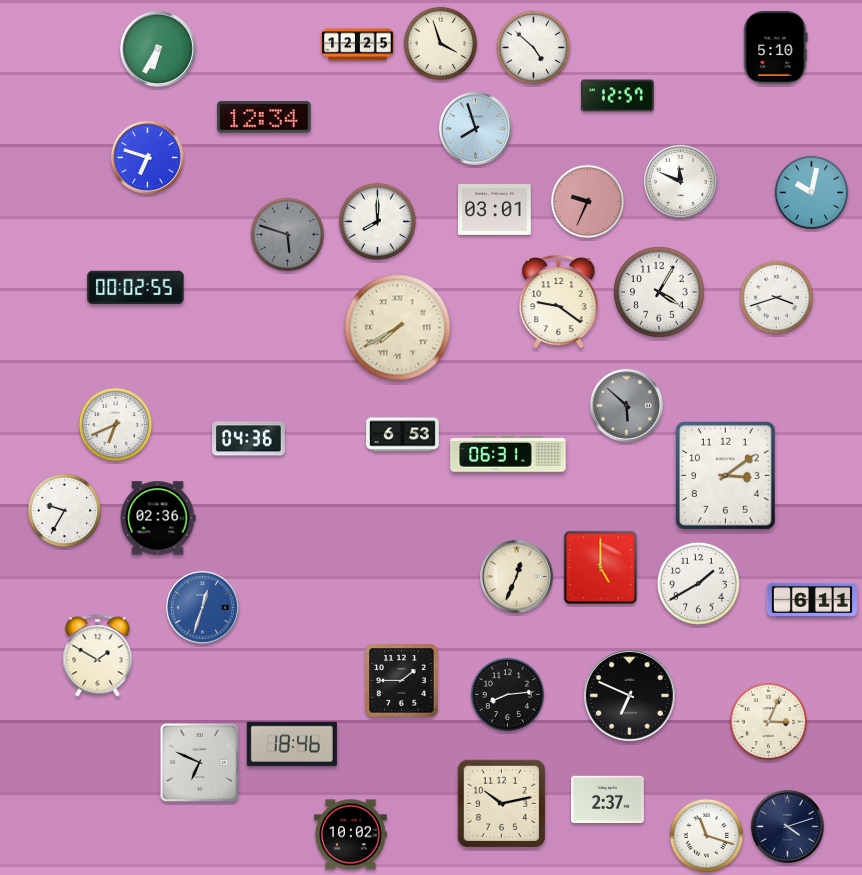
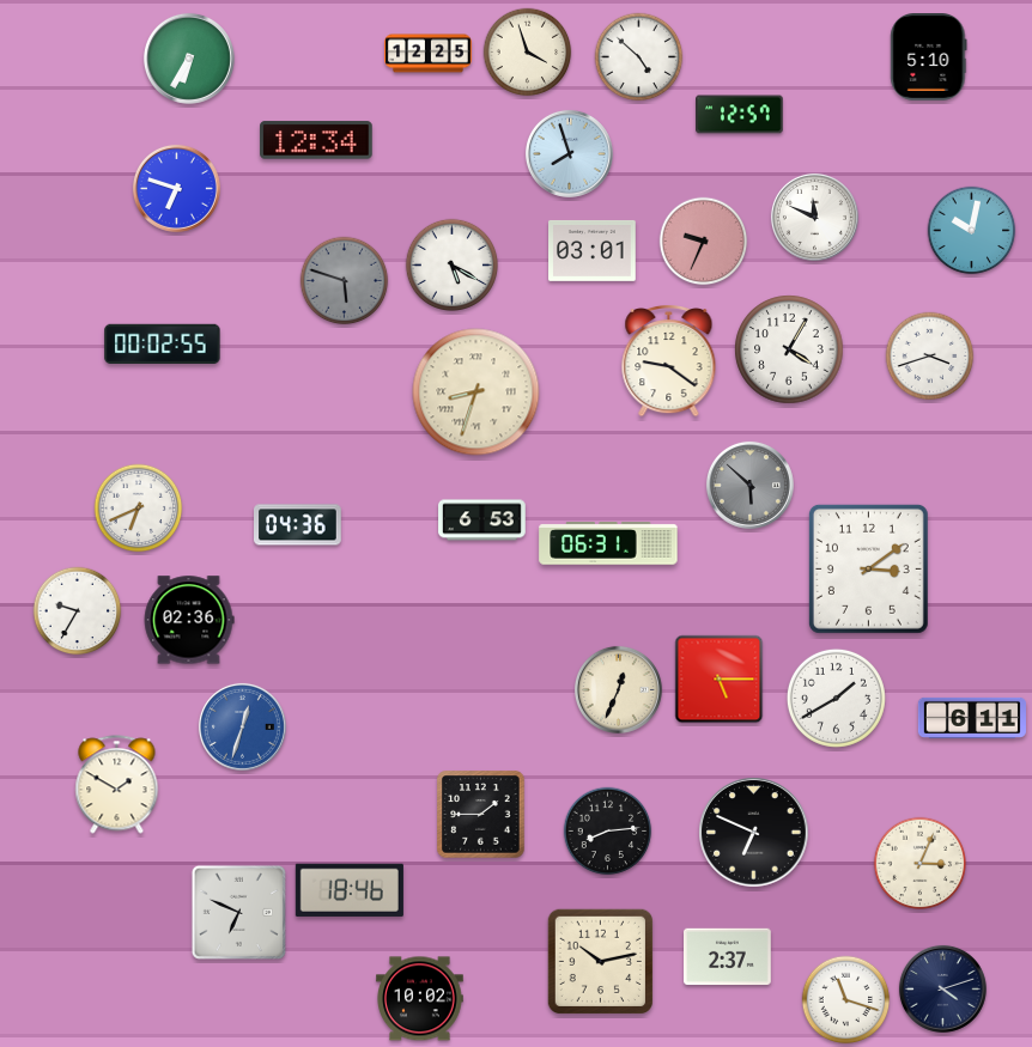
clock at (378, 222): 8:00 -> 5:20
clock at (398, 328): 7:40 -> 8:33
clock at (601, 568): 5:00 -> 5:15
